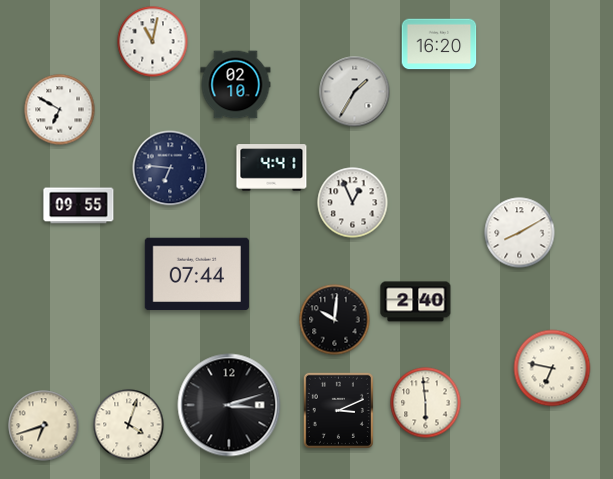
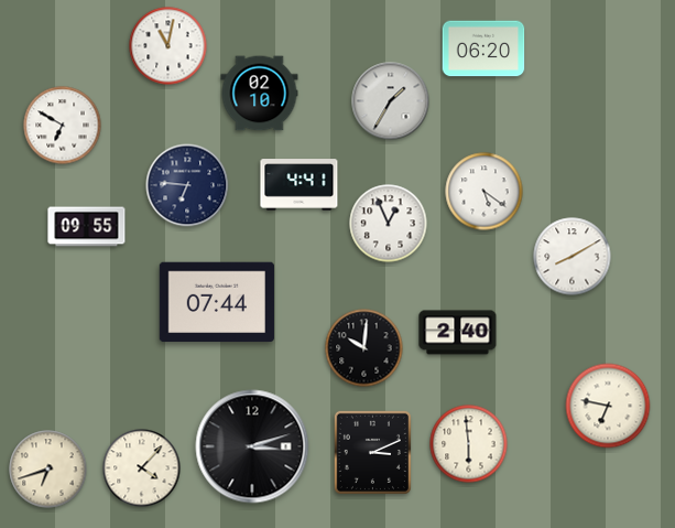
clock at (439, 44): 16:20 -> 06:20
clock at (60, 110) position: (60, 110) -> (63, 126)
clock at (485, 192): none -> 5:21
clock at (335, 320) position: (335, 320) -> (364, 348)
clock at (129, 425): 4:03 -> 4:07
